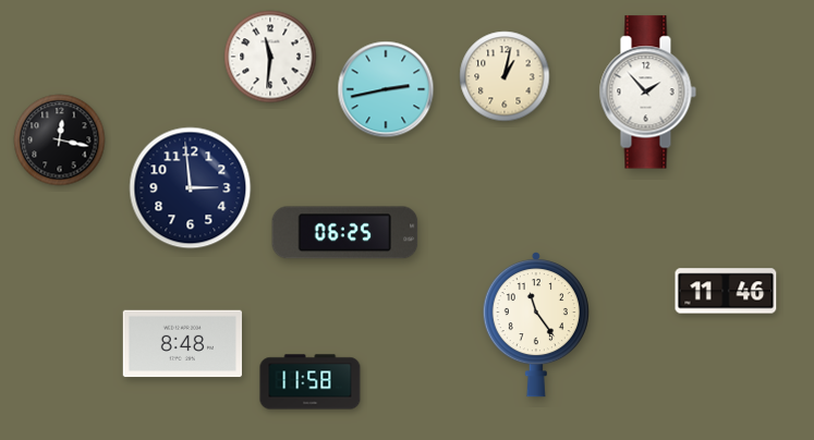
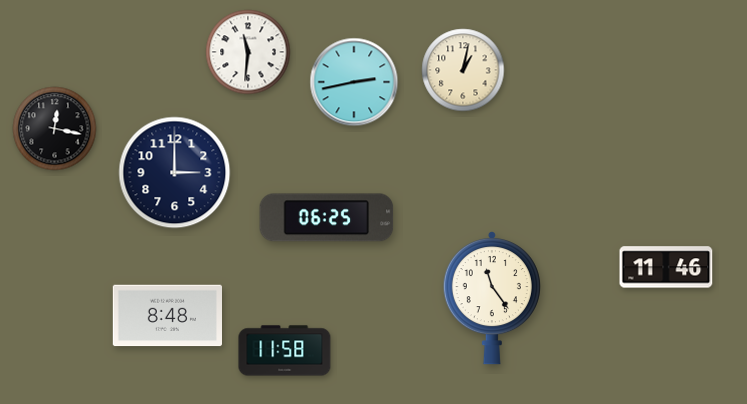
clock at (647, 93): 1:53 -> none
clock at (191, 188): 2:59 -> 3:00
clock at (345, 233) position: (345, 233) -> (327, 218)
